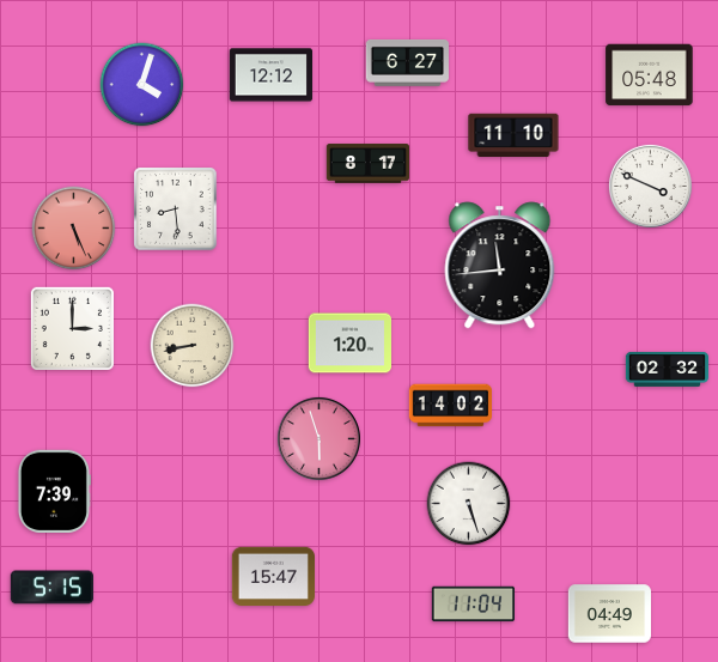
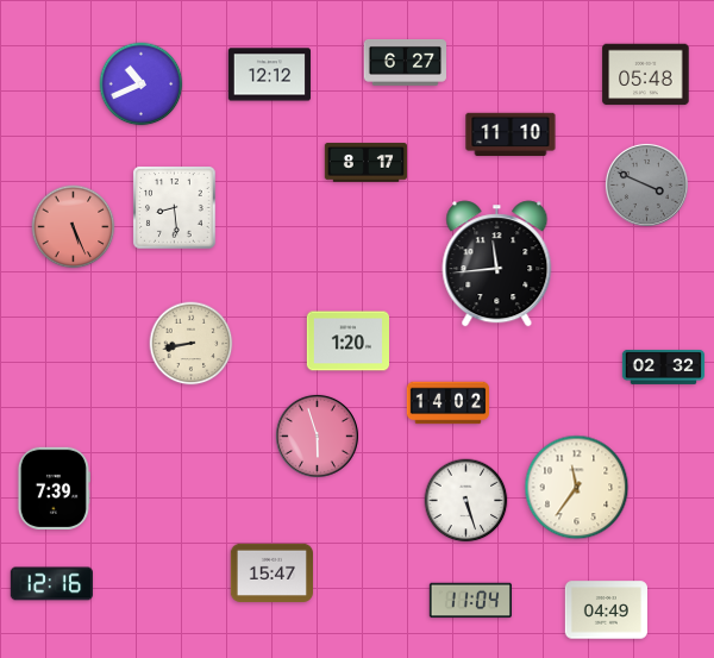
clock at (142, 85): 4:03 -> 10:41
clock at (650, 186) dial: white -> grey
clock at (72, 328): 3:00 -> none
clock at (577, 488): none -> 11:36
clock at (51, 588): 5:15 -> 12:16
